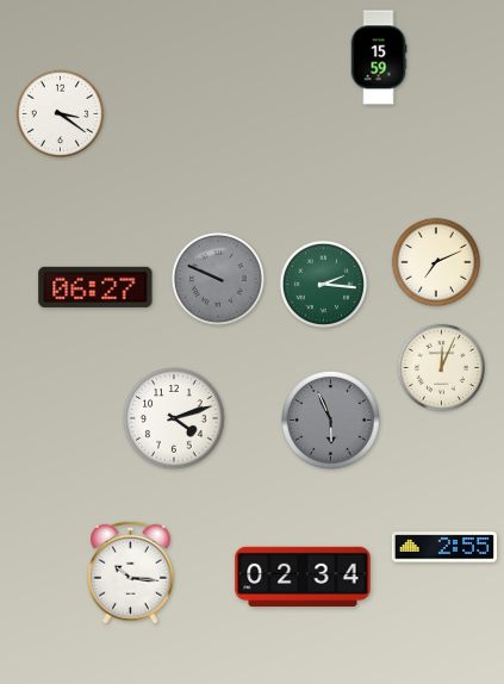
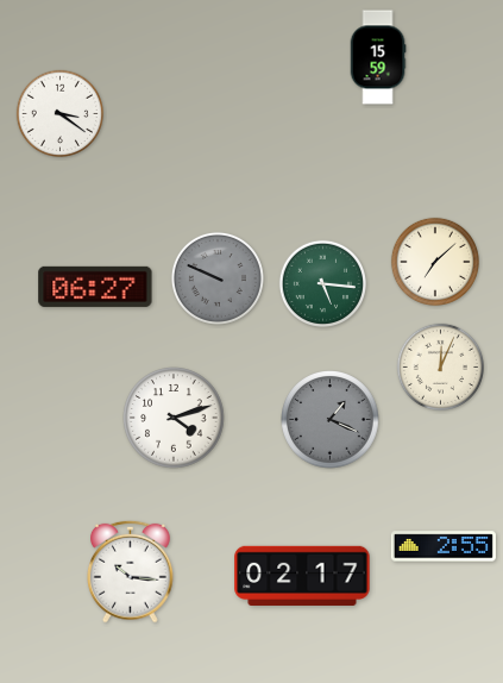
clock at (436, 262): 7:11 -> 7:08
clock at (323, 284): 2:16 -> 5:16
clock at (331, 421): 5:56 -> 1:19
clock at (303, 577): 02:34 -> 02:17
